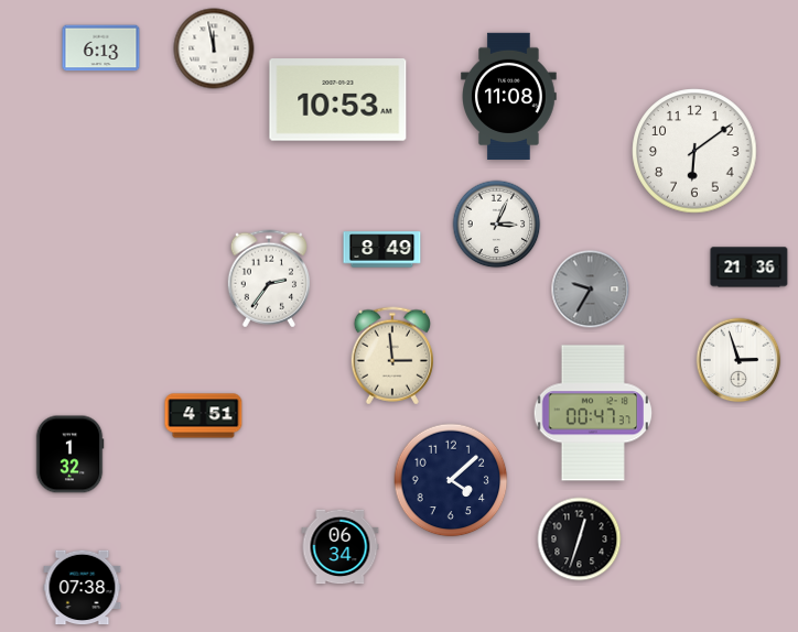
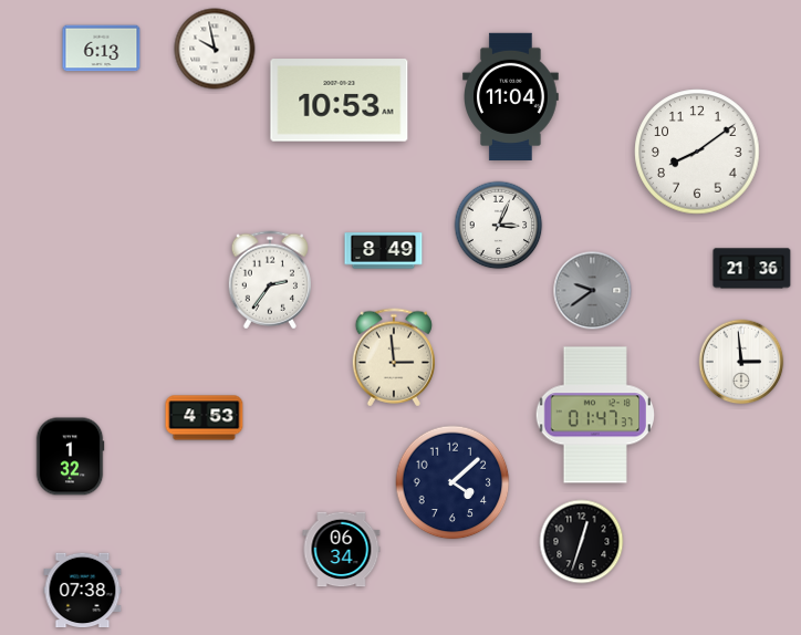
clock at (214, 48): 11:58 -> 9:58
clock at (509, 96): 11:08 -> 11:04
clock at (694, 151): 6:09 -> 8:09
clock at (591, 290): 9:35 -> 9:39
clock at (738, 360): 2:57 -> 2:59
clock at (592, 413): 00:47 -> 01:47
clock at (204, 416): 4:51 -> 4:53
